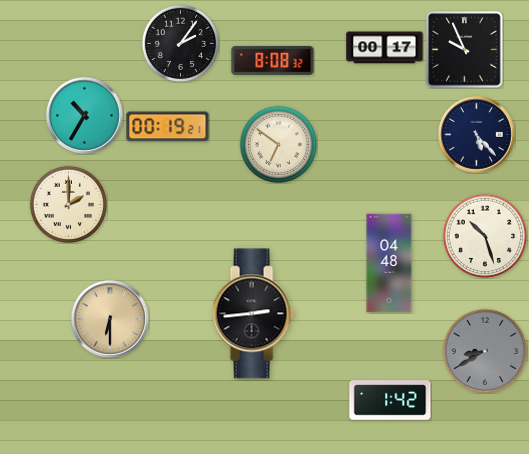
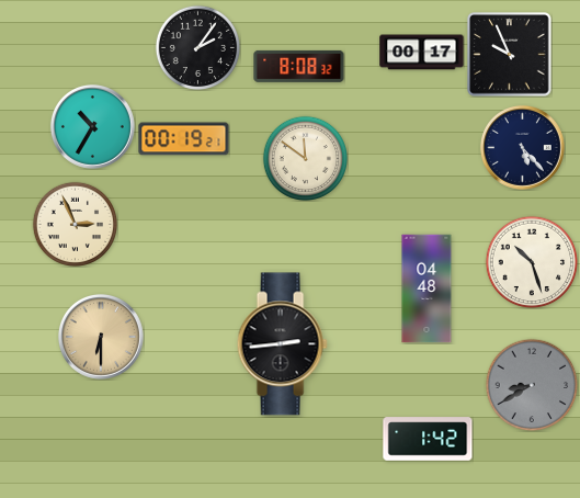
clock at (278, 144): 6:51 -> 11:51
clock at (68, 204): 2:00 -> 2:56
clock at (485, 236) position: (485, 236) -> (532, 262)
clock at (253, 314) position: (253, 314) -> (282, 344)
clock at (110, 319) position: (110, 319) -> (101, 337)
